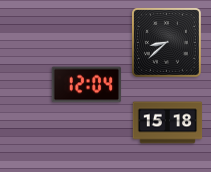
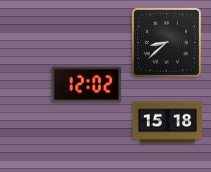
clock at (87, 85): 12:04 -> 12:02
